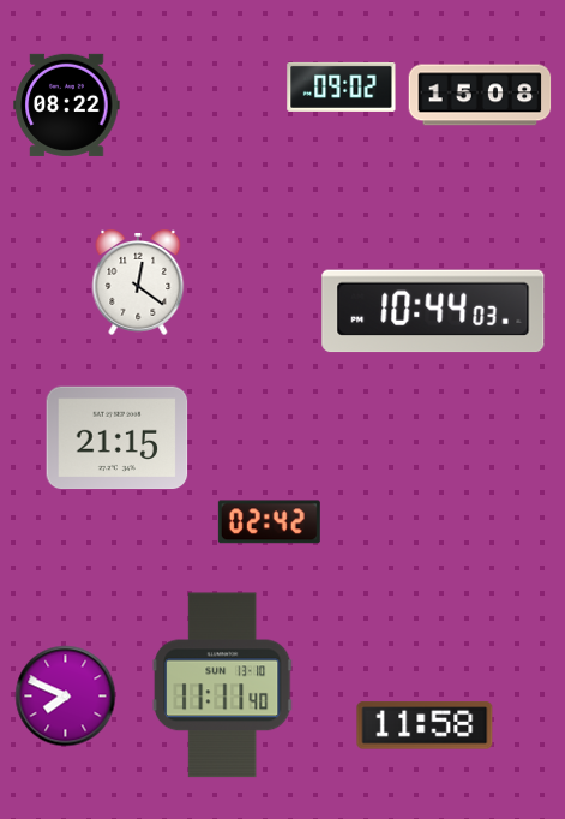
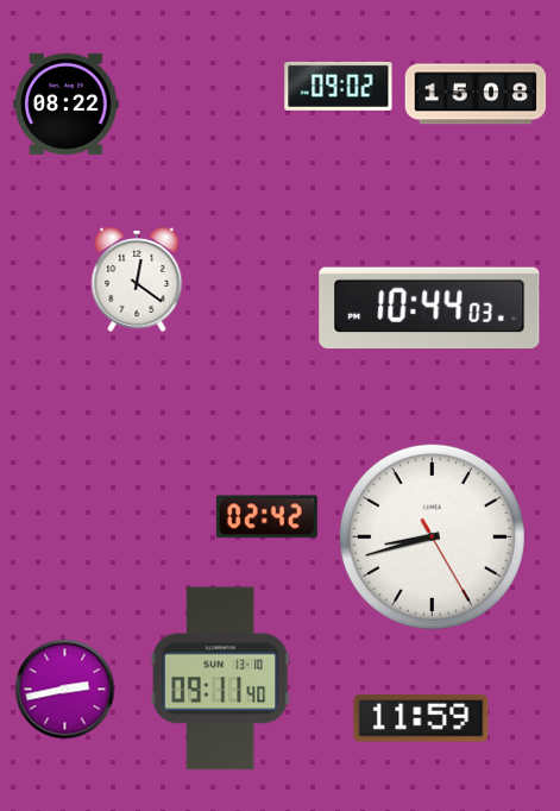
clock at (118, 438): 21:15 -> none
clock at (432, 536): none -> 8:42
clock at (222, 686): 11:11 -> 09:11
clock at (66, 697): 7:49 -> 2:43
clock at (425, 725): 11:58 -> 11:59
